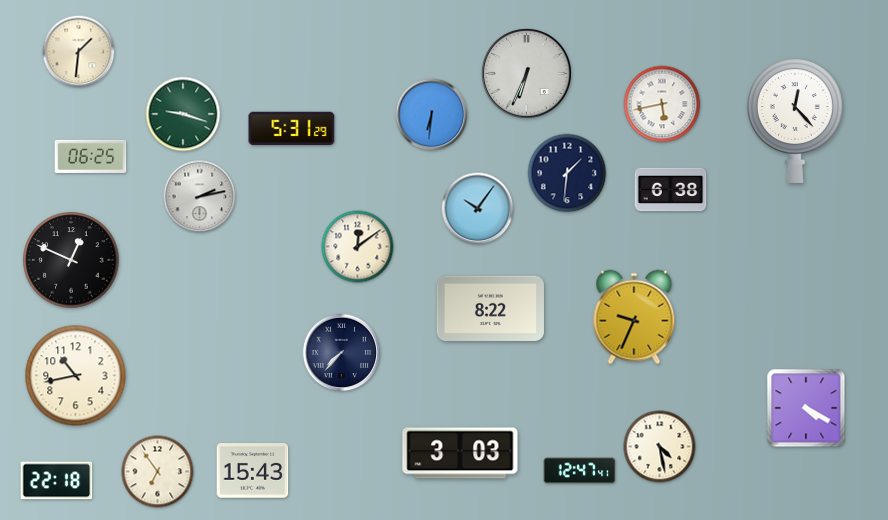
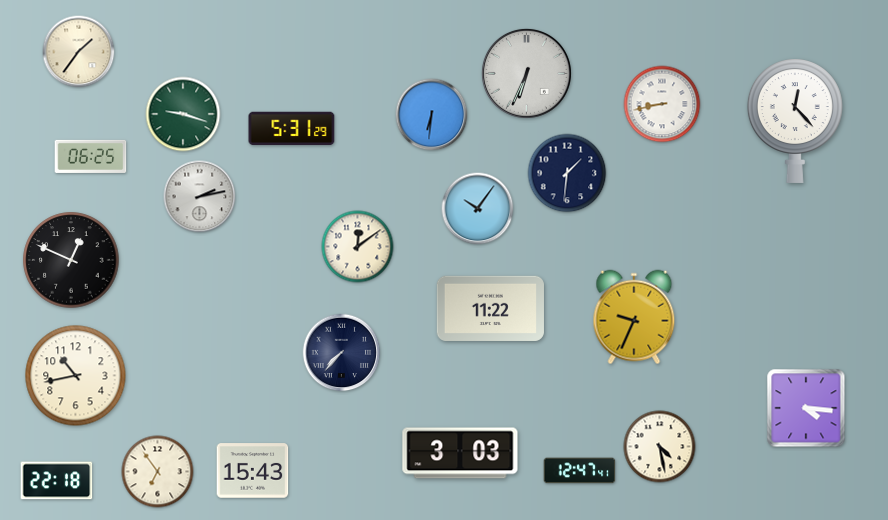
clock at (79, 52): 1:31 -> 1:36
clock at (662, 104): 5:43 -> 8:43
clock at (671, 190): 6:38 -> none
clock at (490, 308): 8:22 -> 11:22
clock at (806, 408): 4:20 -> 4:16
